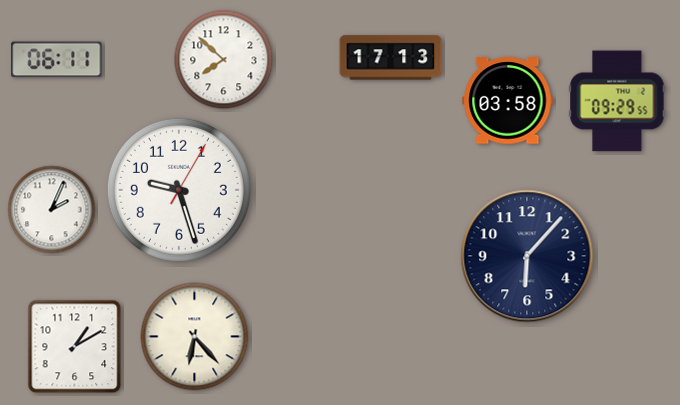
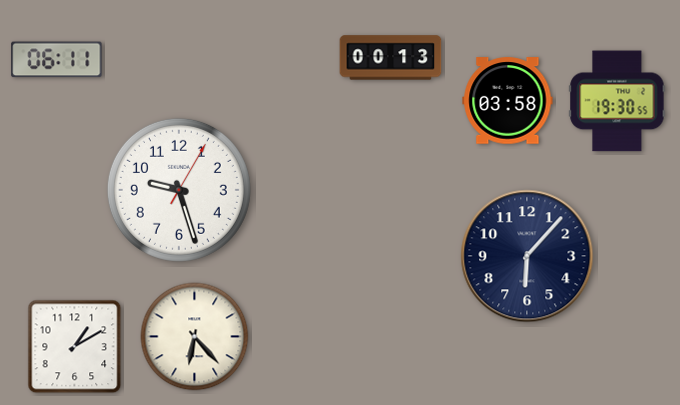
clock at (391, 58): 17:13 -> 00:13
clock at (224, 60): 7:52 -> none
clock at (617, 101): 09:29 -> 19:30
clock at (52, 210): 2:04 -> none
